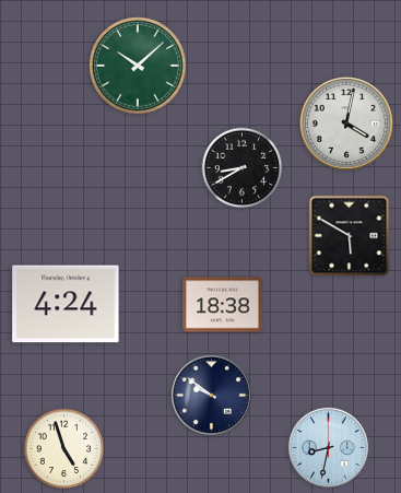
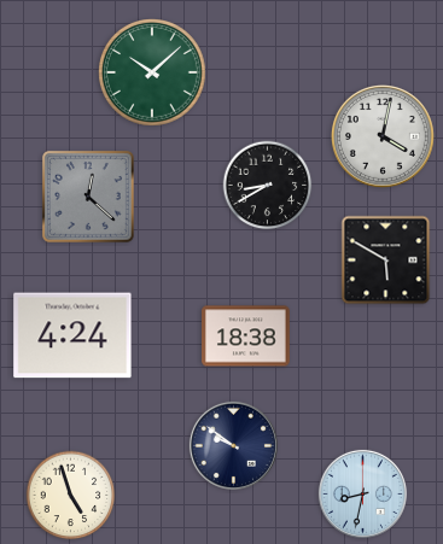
clock at (88, 197): none -> 12:22
clock at (211, 395) position: (211, 395) -> (233, 445)
